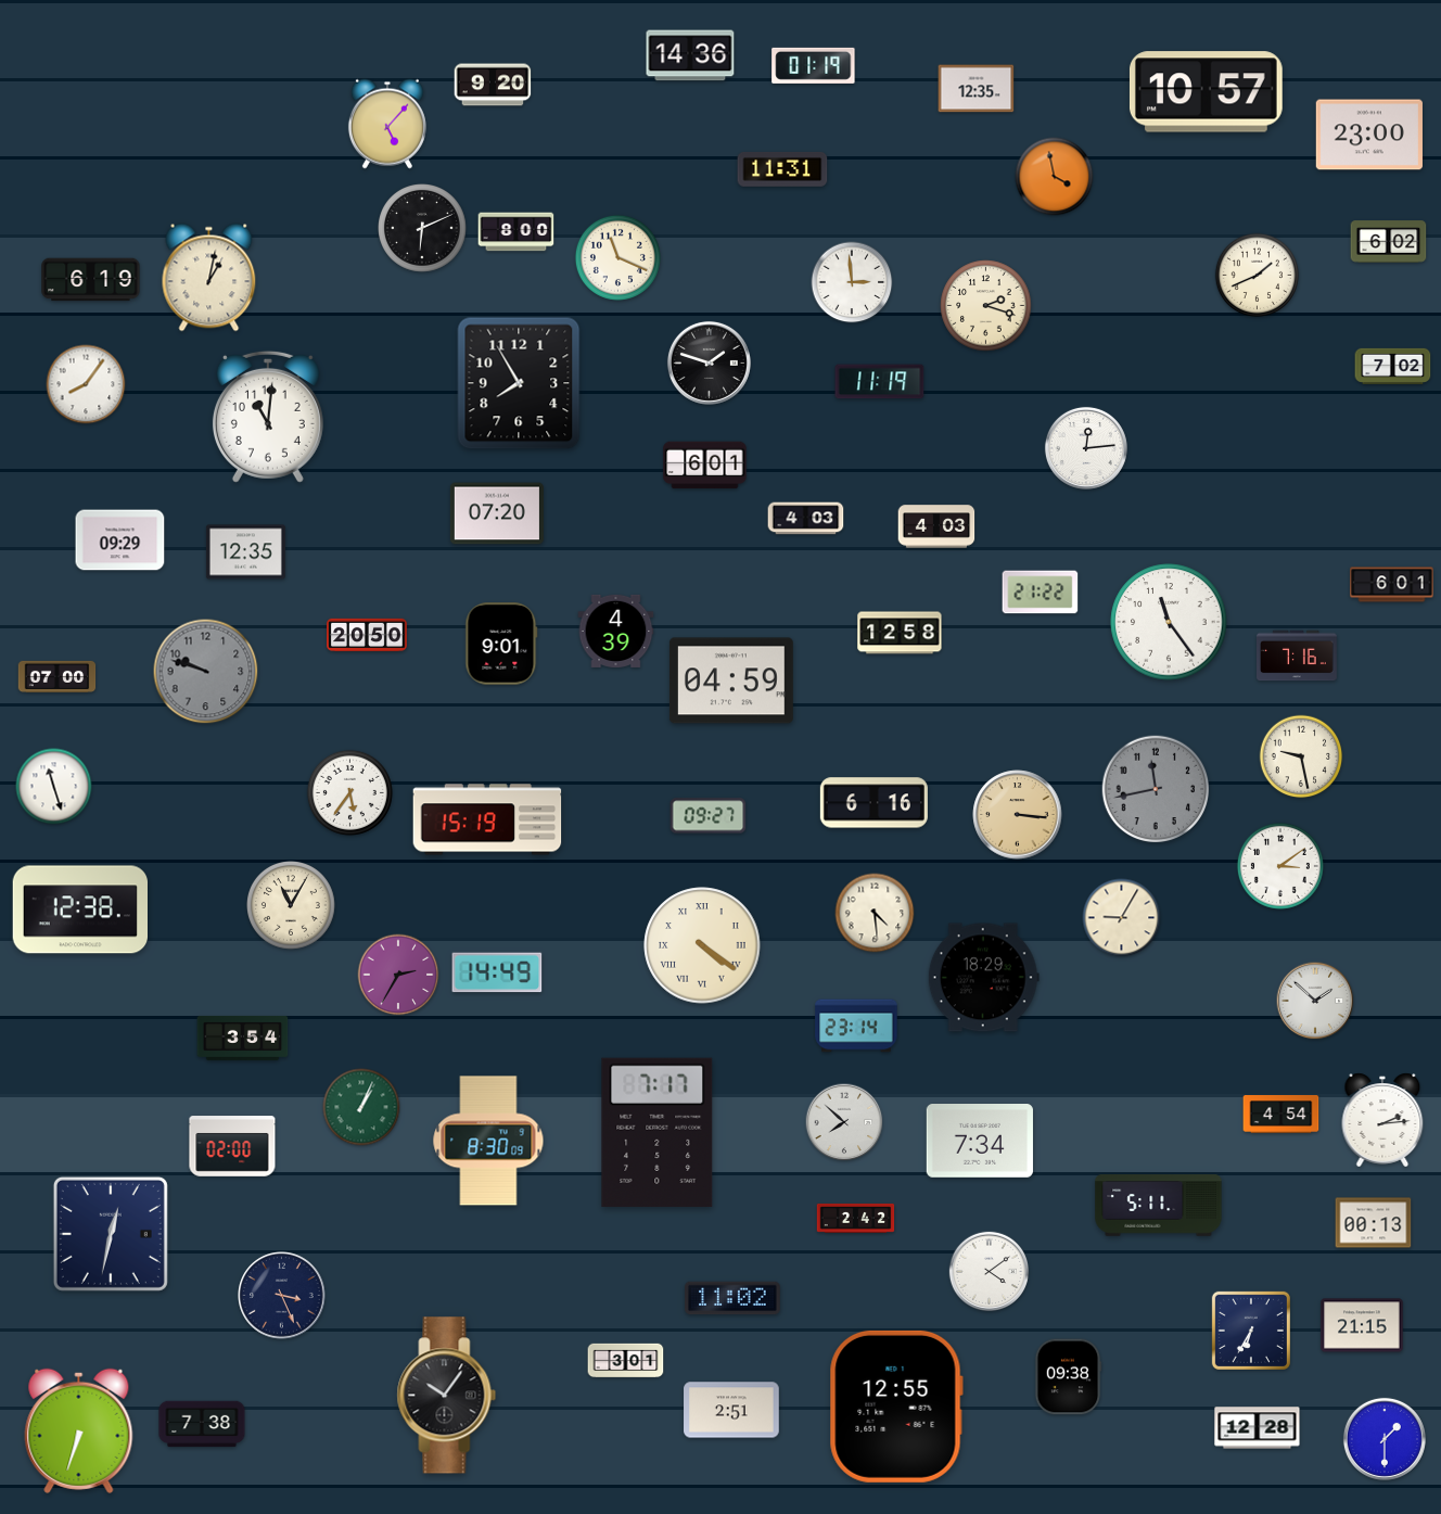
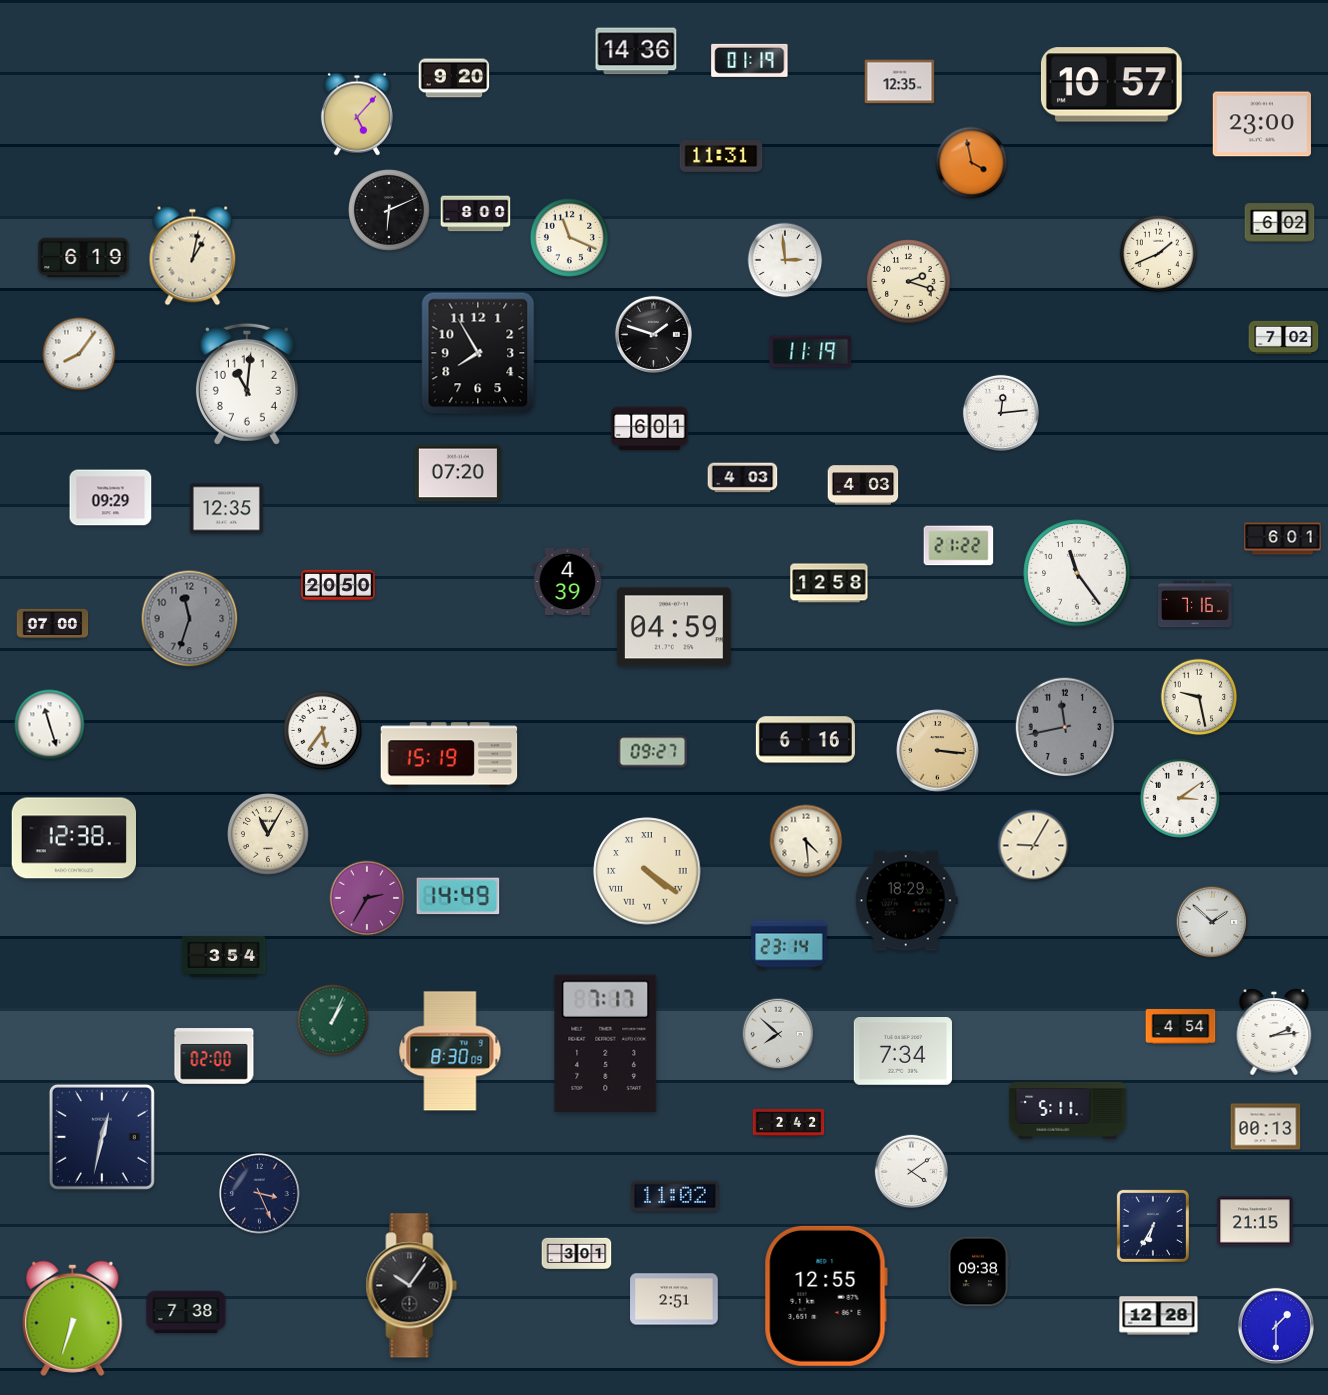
clock at (501, 644): 9:01 -> none
clock at (206, 672): 9:48 -> 11:33
clock at (1068, 1377) position: (1068, 1377) -> (978, 1272)
